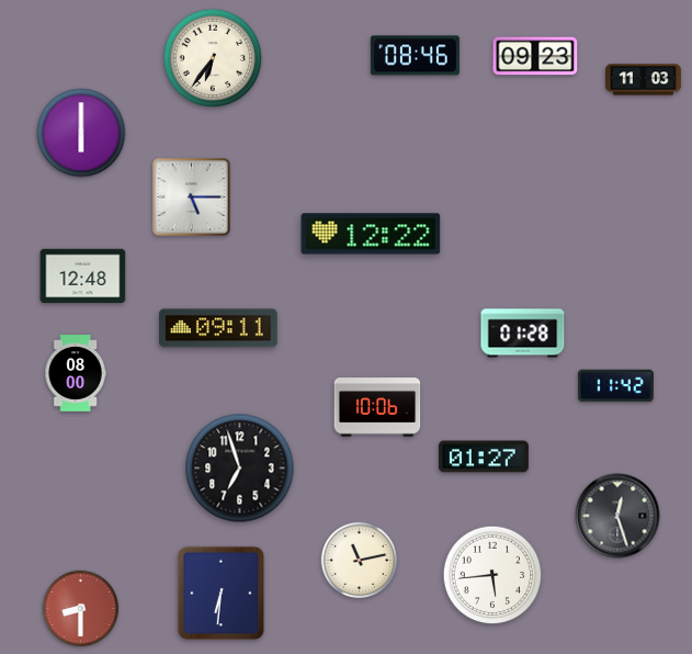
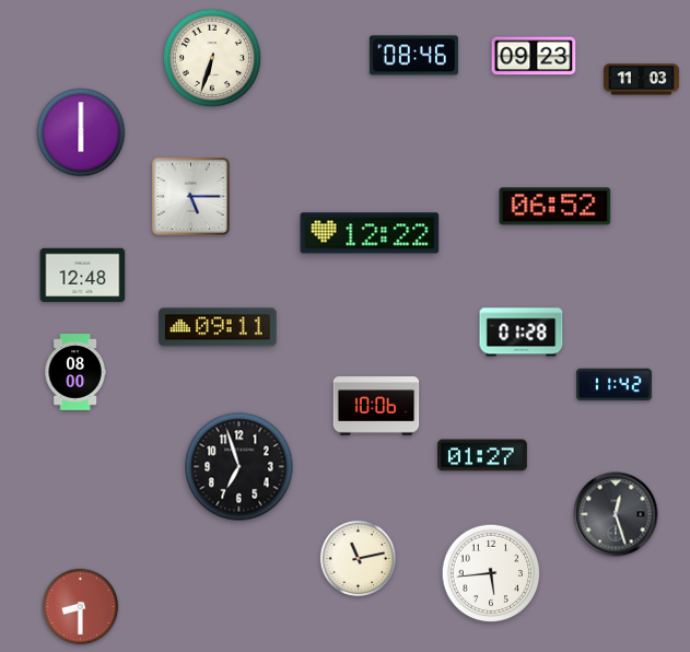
clock at (213, 58): 6:36 -> 6:33
clock at (555, 207): none -> 06:52
clock at (222, 594): 6:31 -> none
